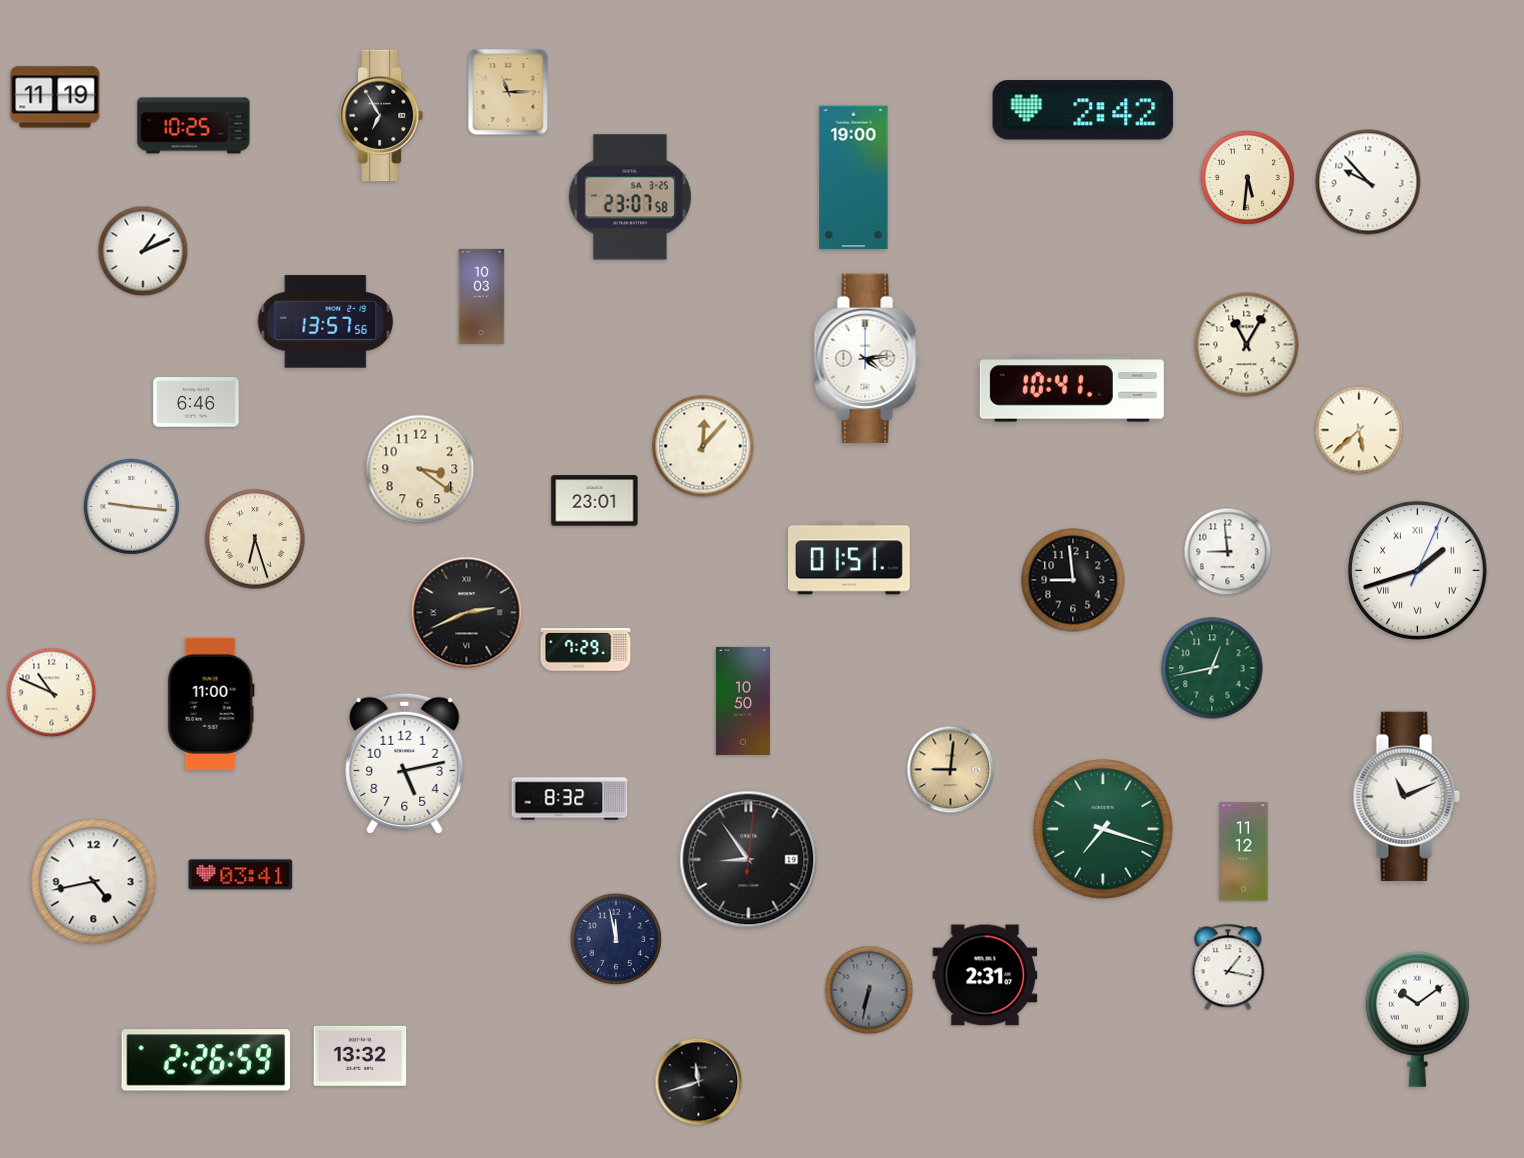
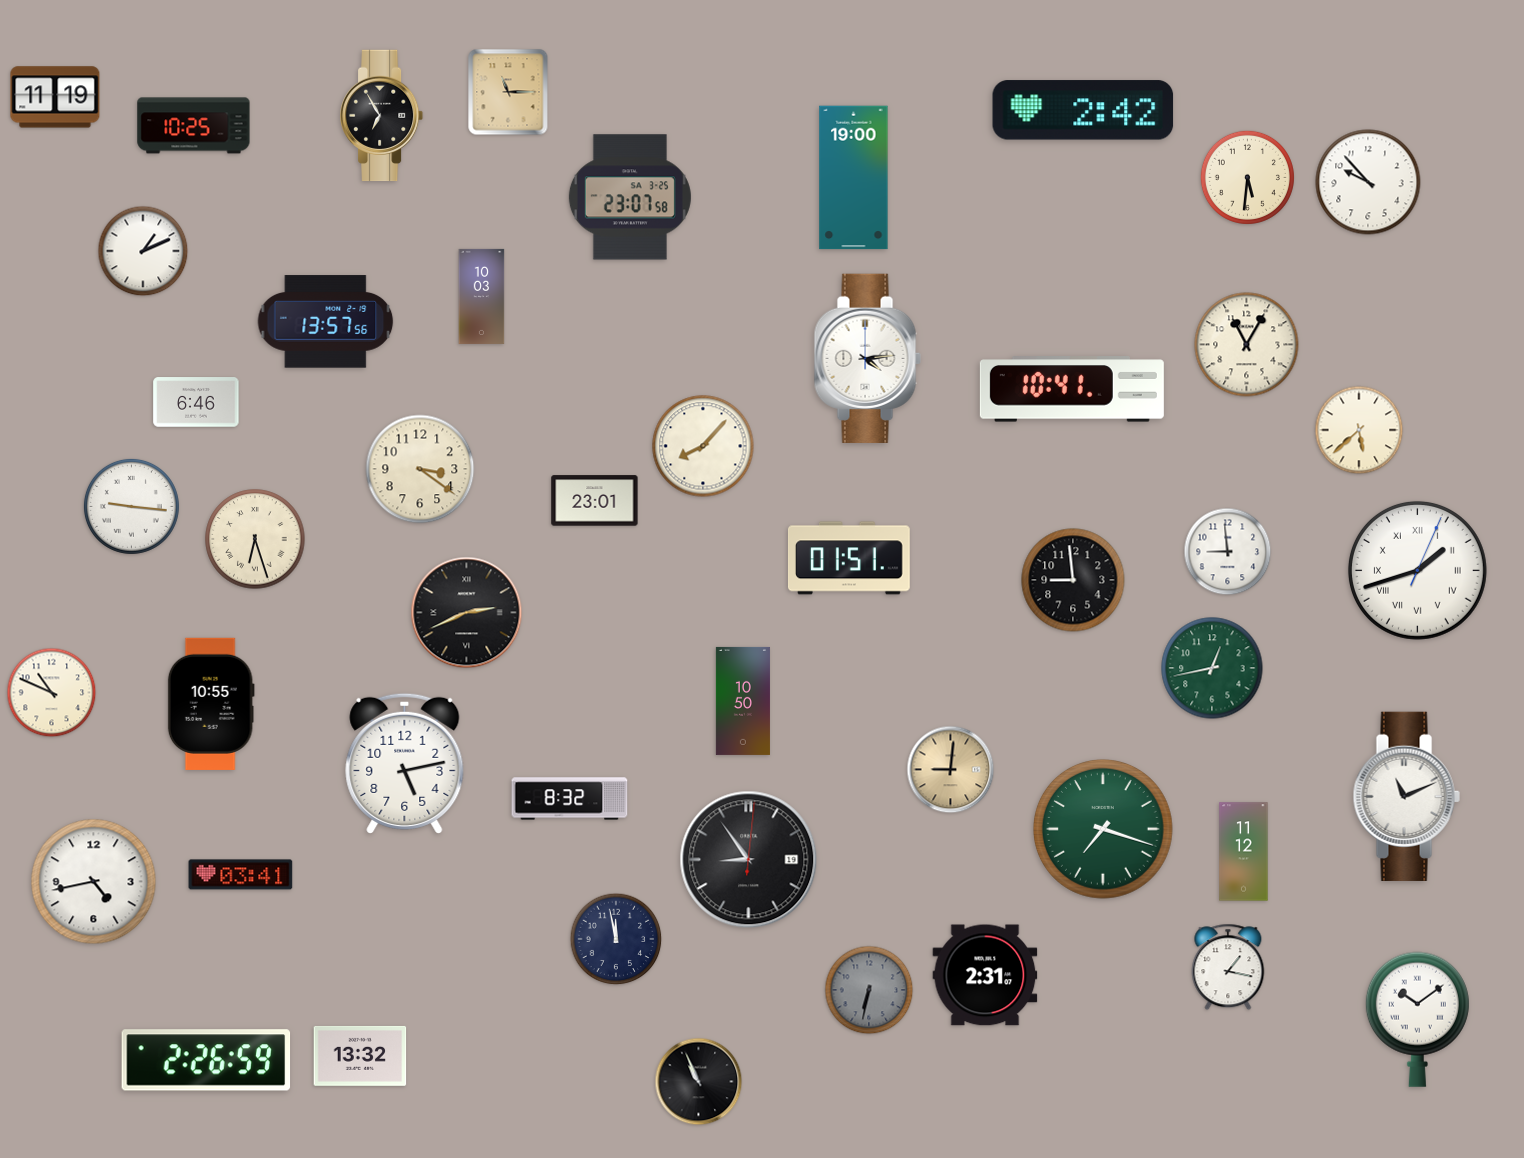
clock at (703, 446): 12:07 -> 8:07
clock at (586, 650): 7:29 -> none
clock at (211, 704): 11:00 -> 10:55
clock at (699, 1082): 11:42 -> 10:56
